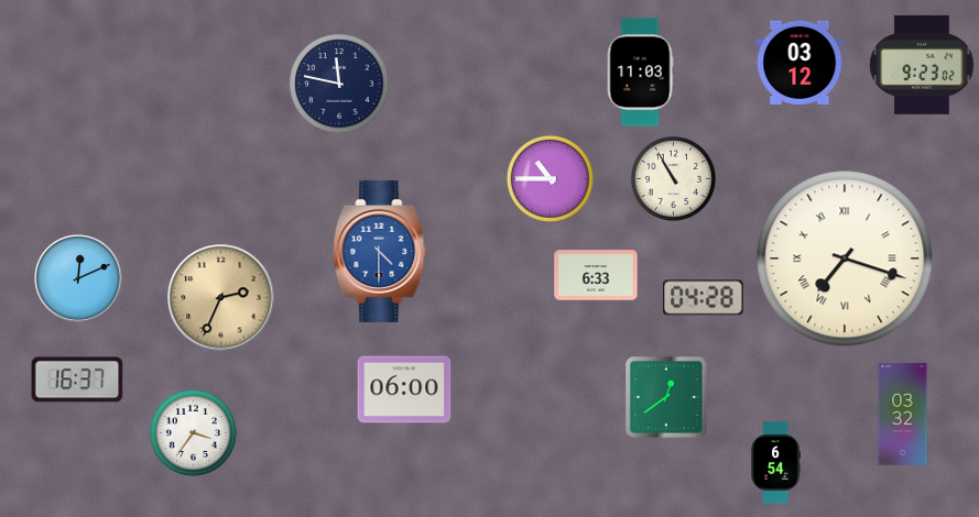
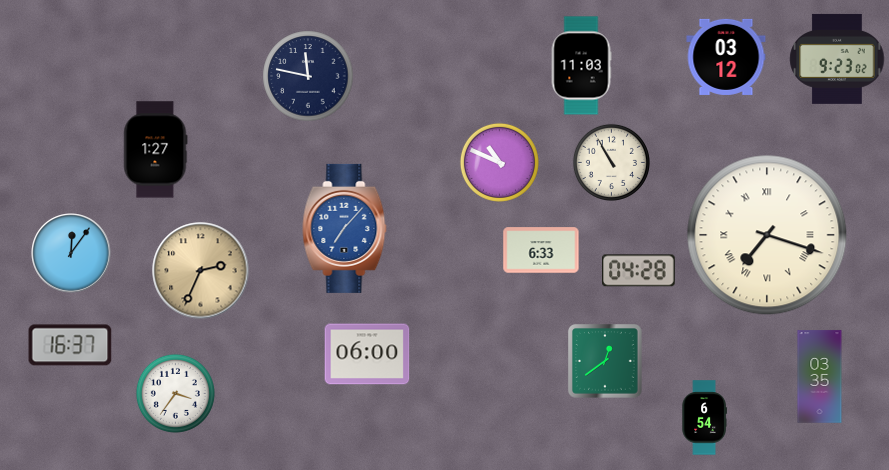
clock at (156, 150): none -> 1:27
clock at (550, 178): 10:45 -> 10:49
clock at (380, 251): 4:30 -> 7:07
clock at (78, 278): 12:11 -> 12:06
clock at (903, 415): 03:32 -> 03:35
clock at (775, 463) position: (775, 463) -> (704, 418)
